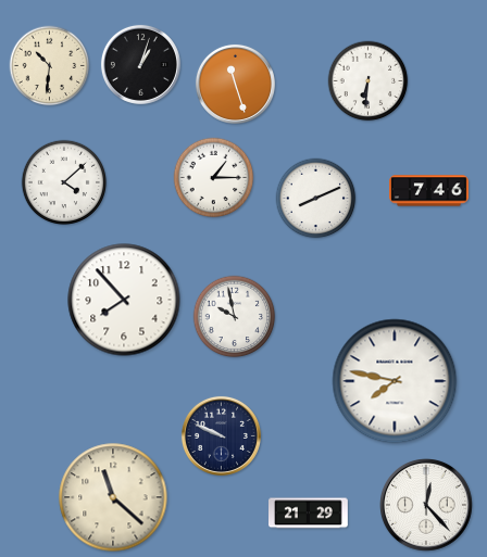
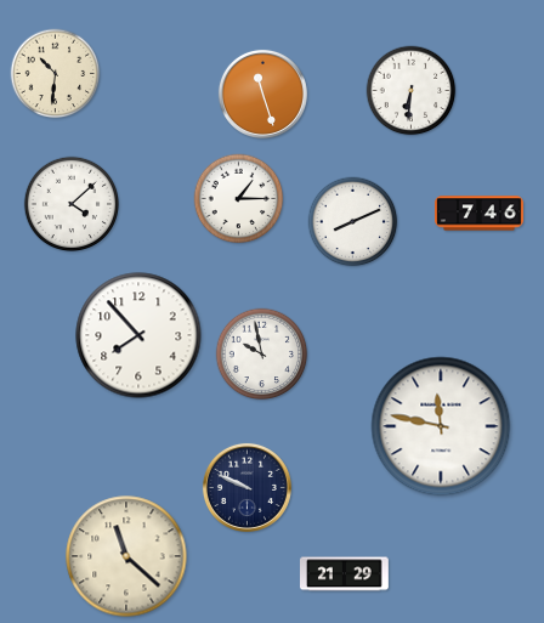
clock at (140, 64): 1:03 -> none
clock at (395, 381): 7:47 -> 11:47
clock at (427, 506): 12:23 -> none
